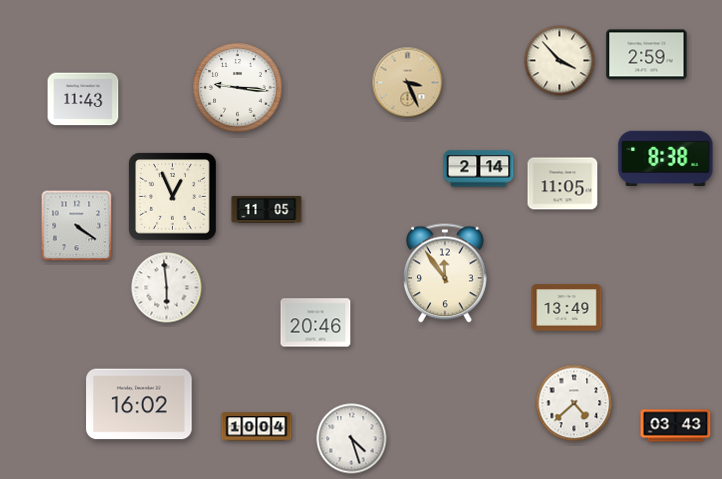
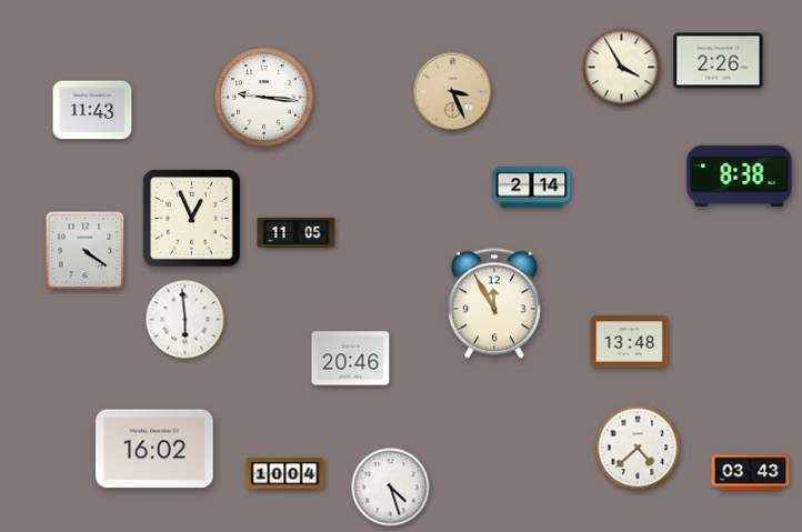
clock at (647, 55): 2:59 -> 2:26
clock at (560, 61): 3:53 -> 3:55
clock at (563, 184): 11:05 -> none
clock at (446, 273): 11:54 -> 11:55
clock at (567, 308): 13:49 -> 13:48
